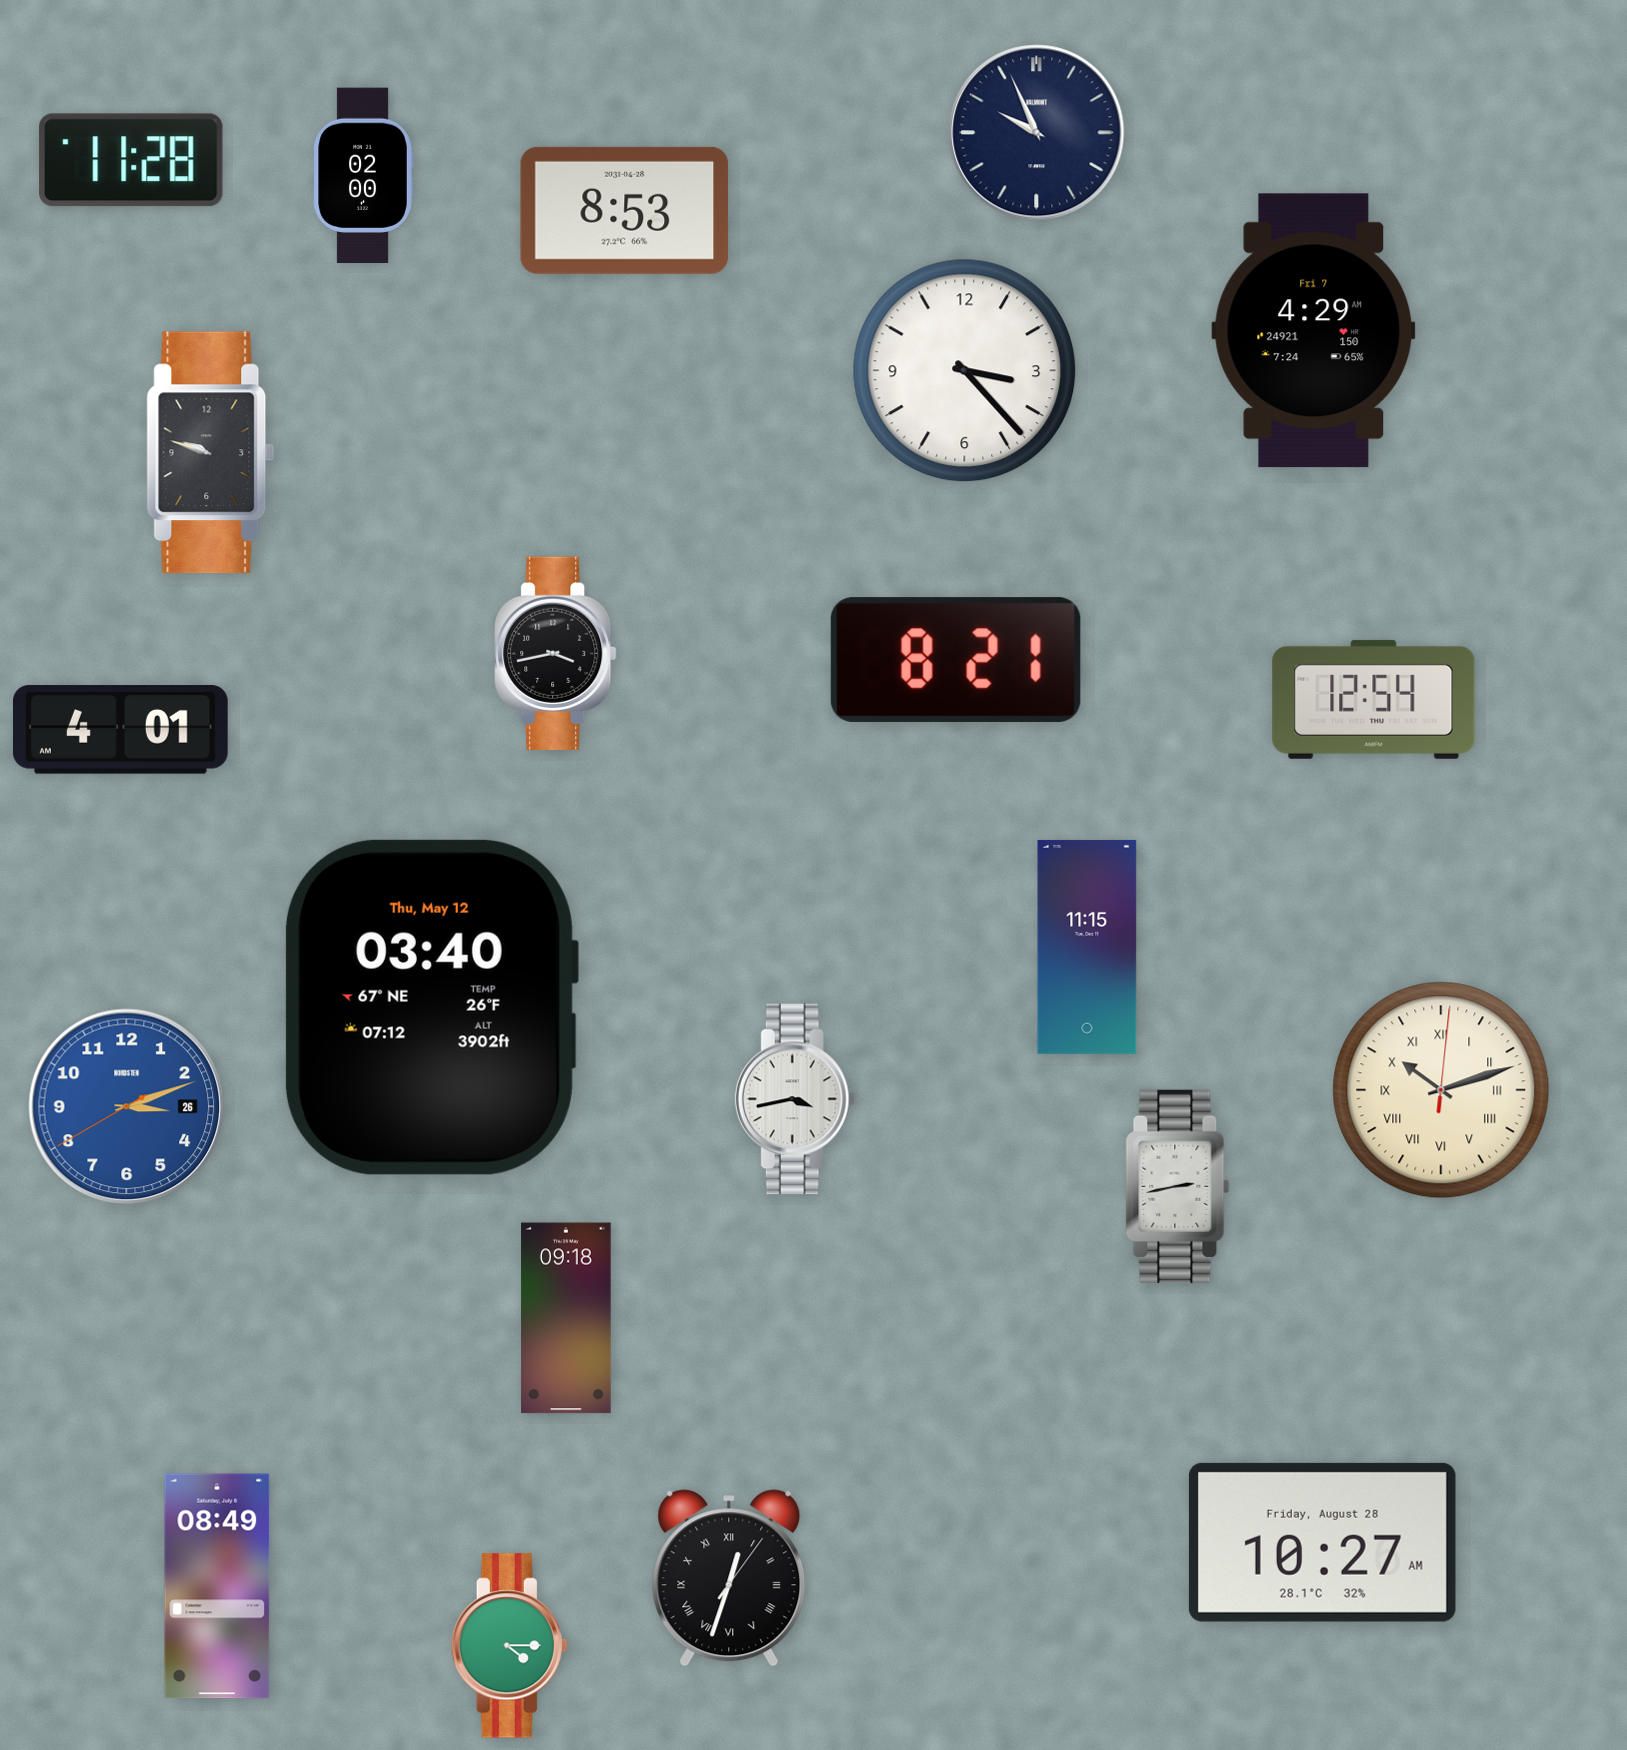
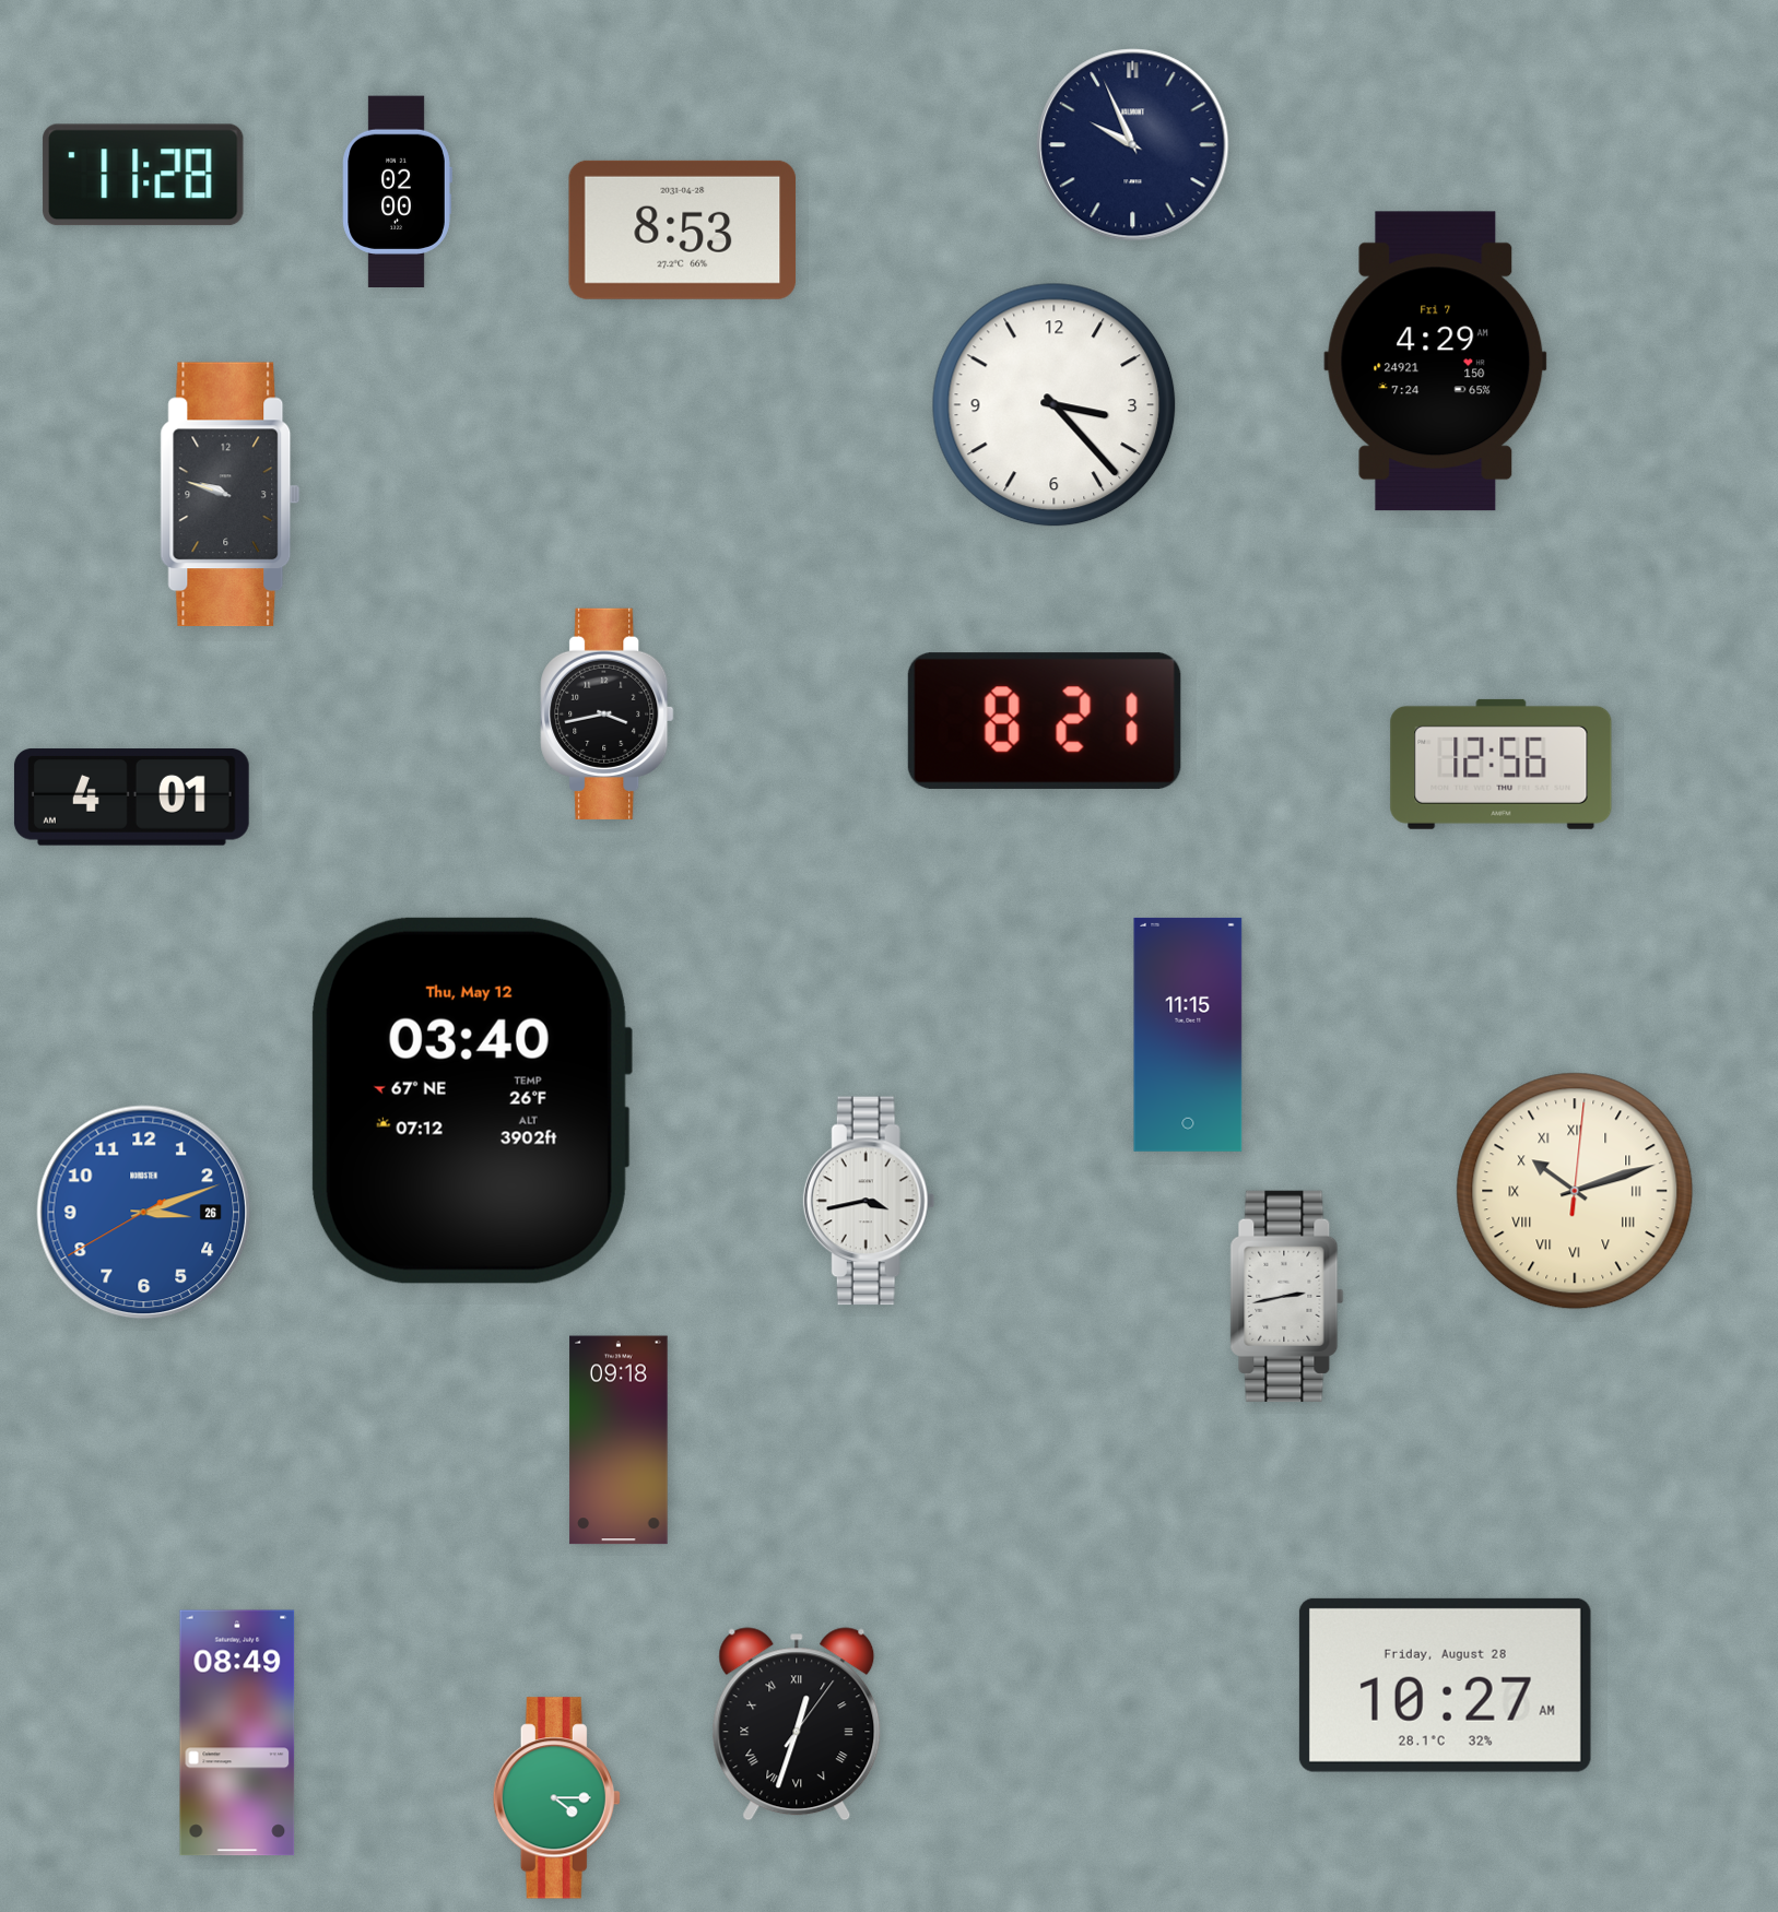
clock at (1374, 699): 12:54 -> 12:56
clock at (127, 1107) position: (127, 1107) -> (144, 1213)
